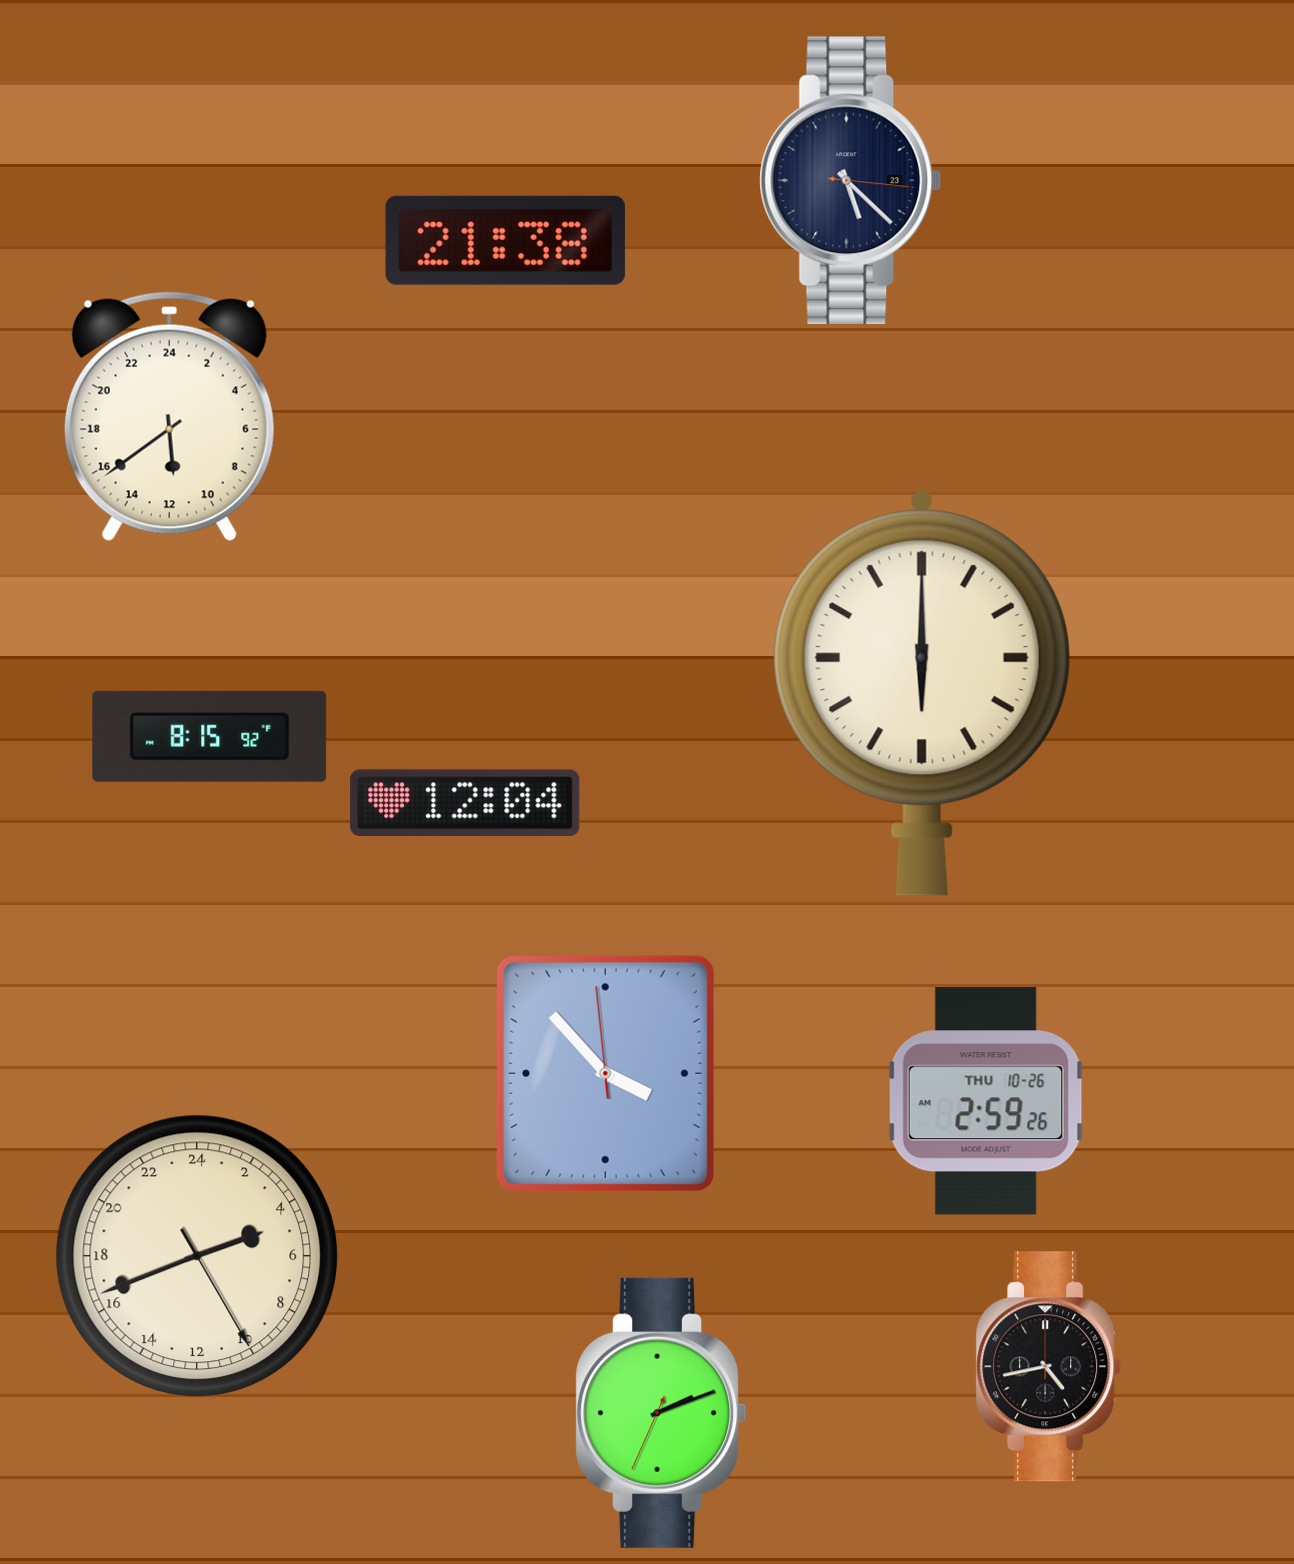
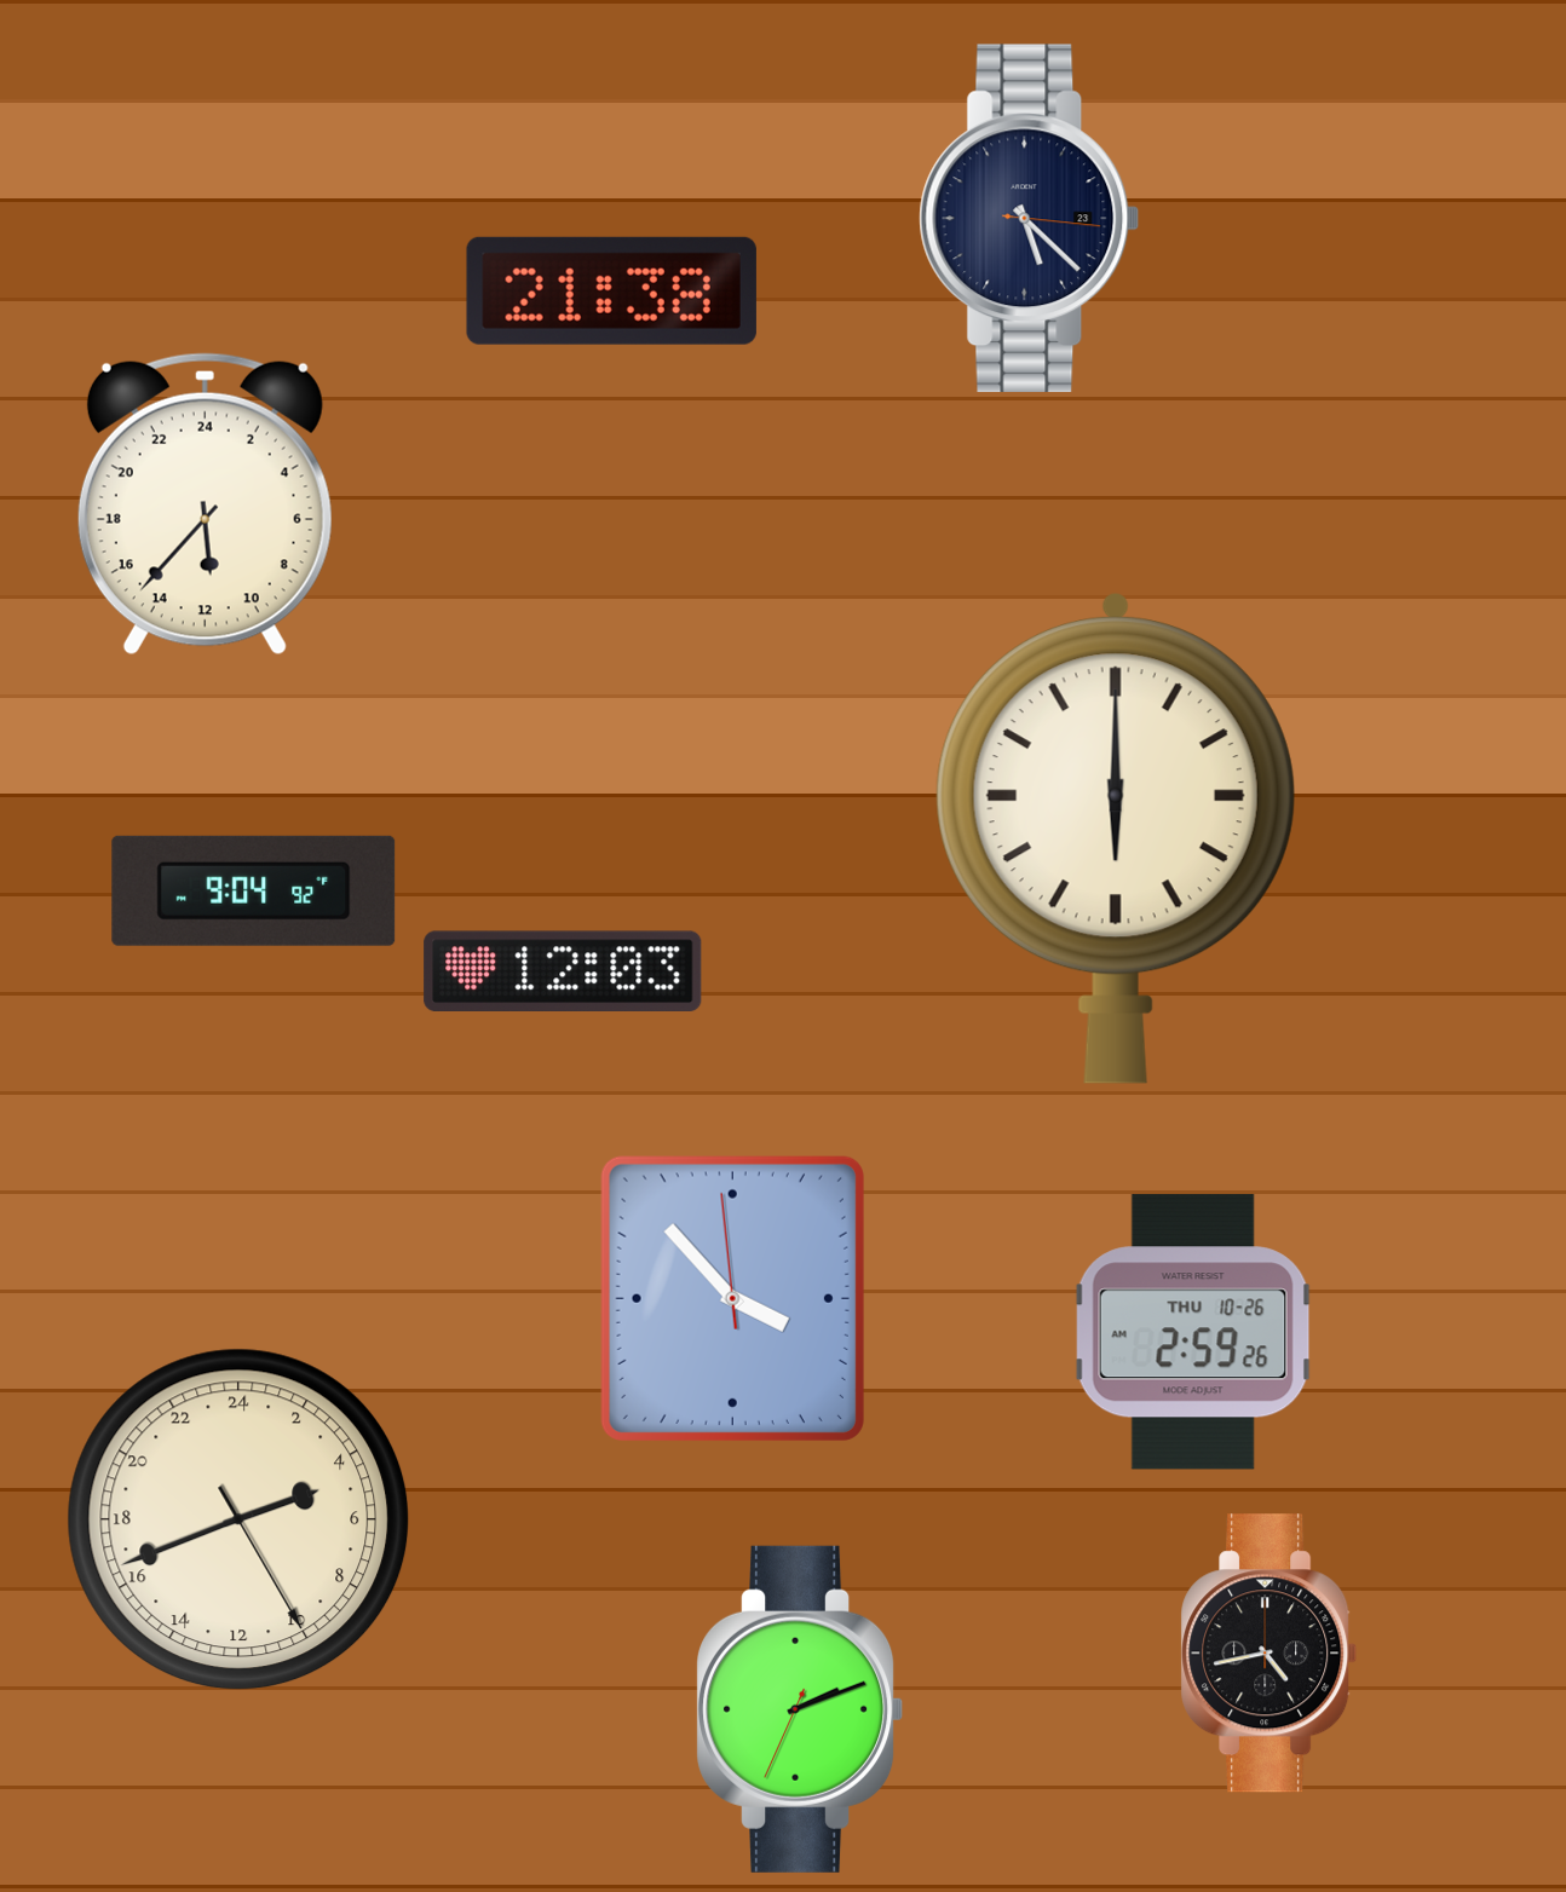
clock at (169, 417): 11:39 -> 11:37
clock at (210, 736): 8:15 -> 9:04
clock at (465, 803): 12:04 -> 12:03
